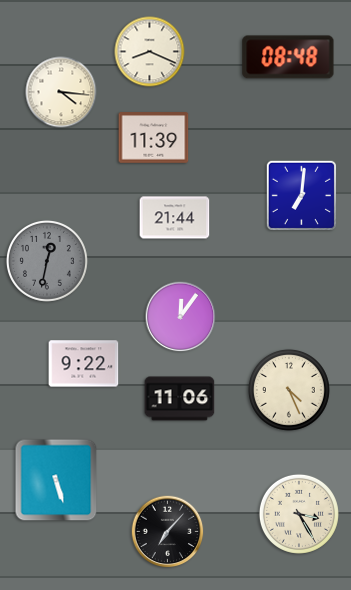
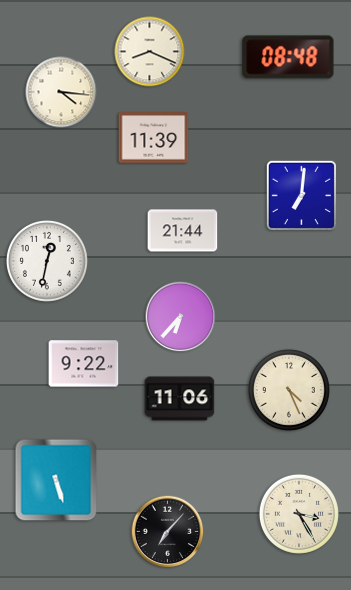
clock at (175, 218) position: (175, 218) -> (183, 231)
clock at (47, 261) dial: grey -> white
clock at (181, 317): 12:06 -> 6:37
